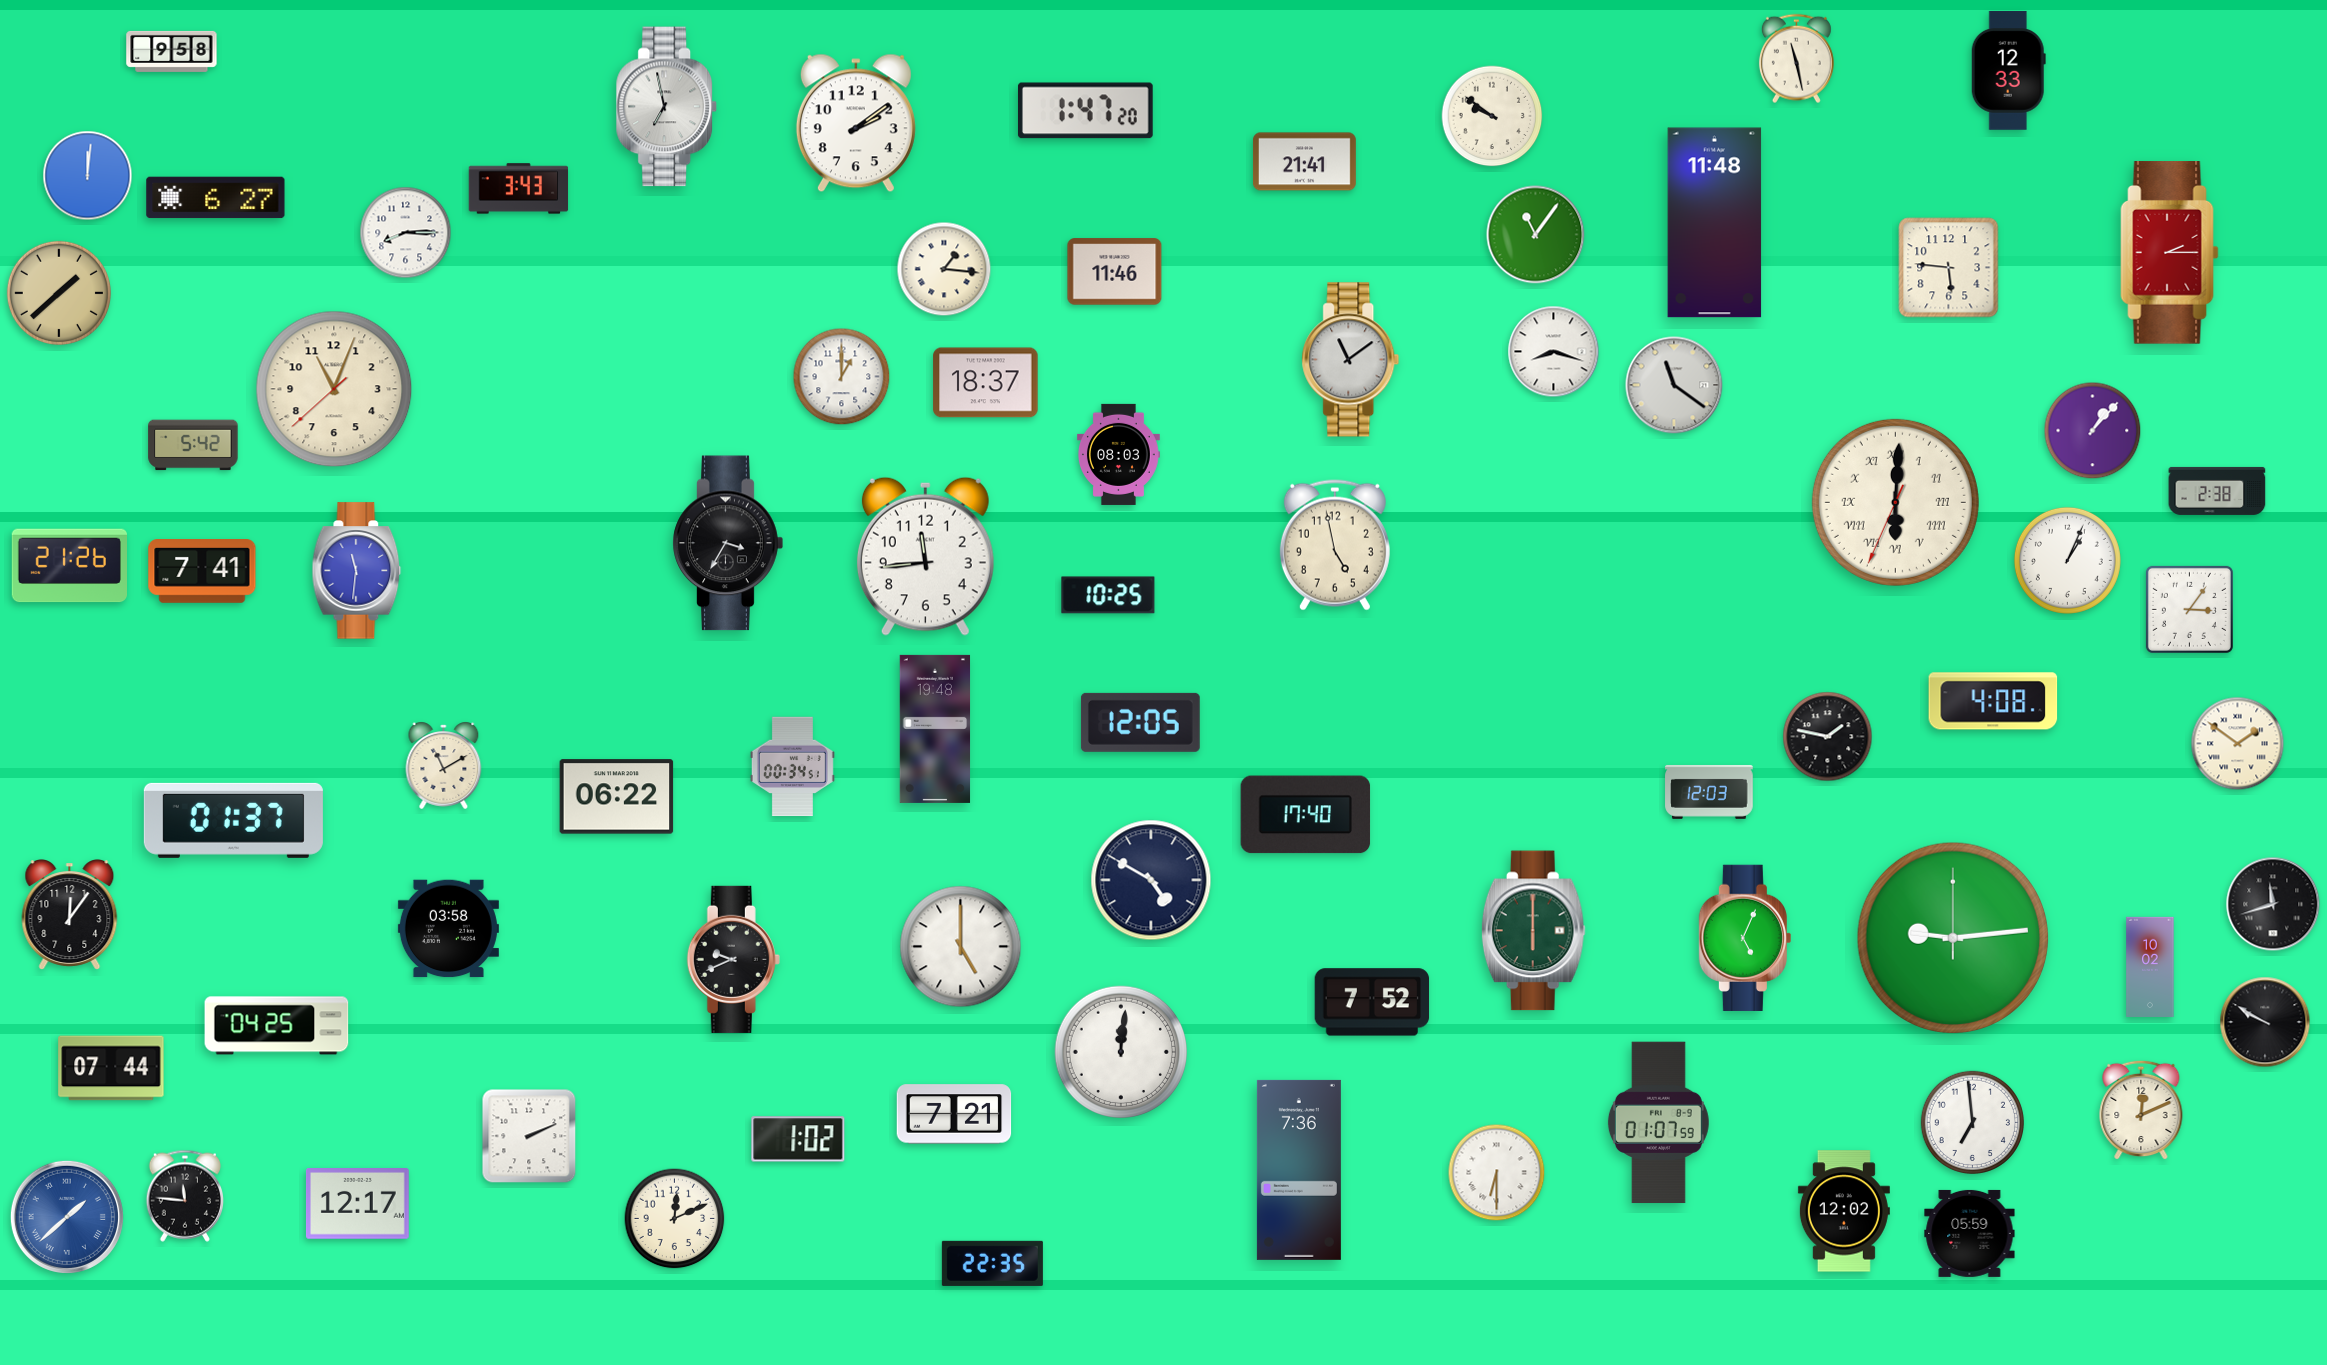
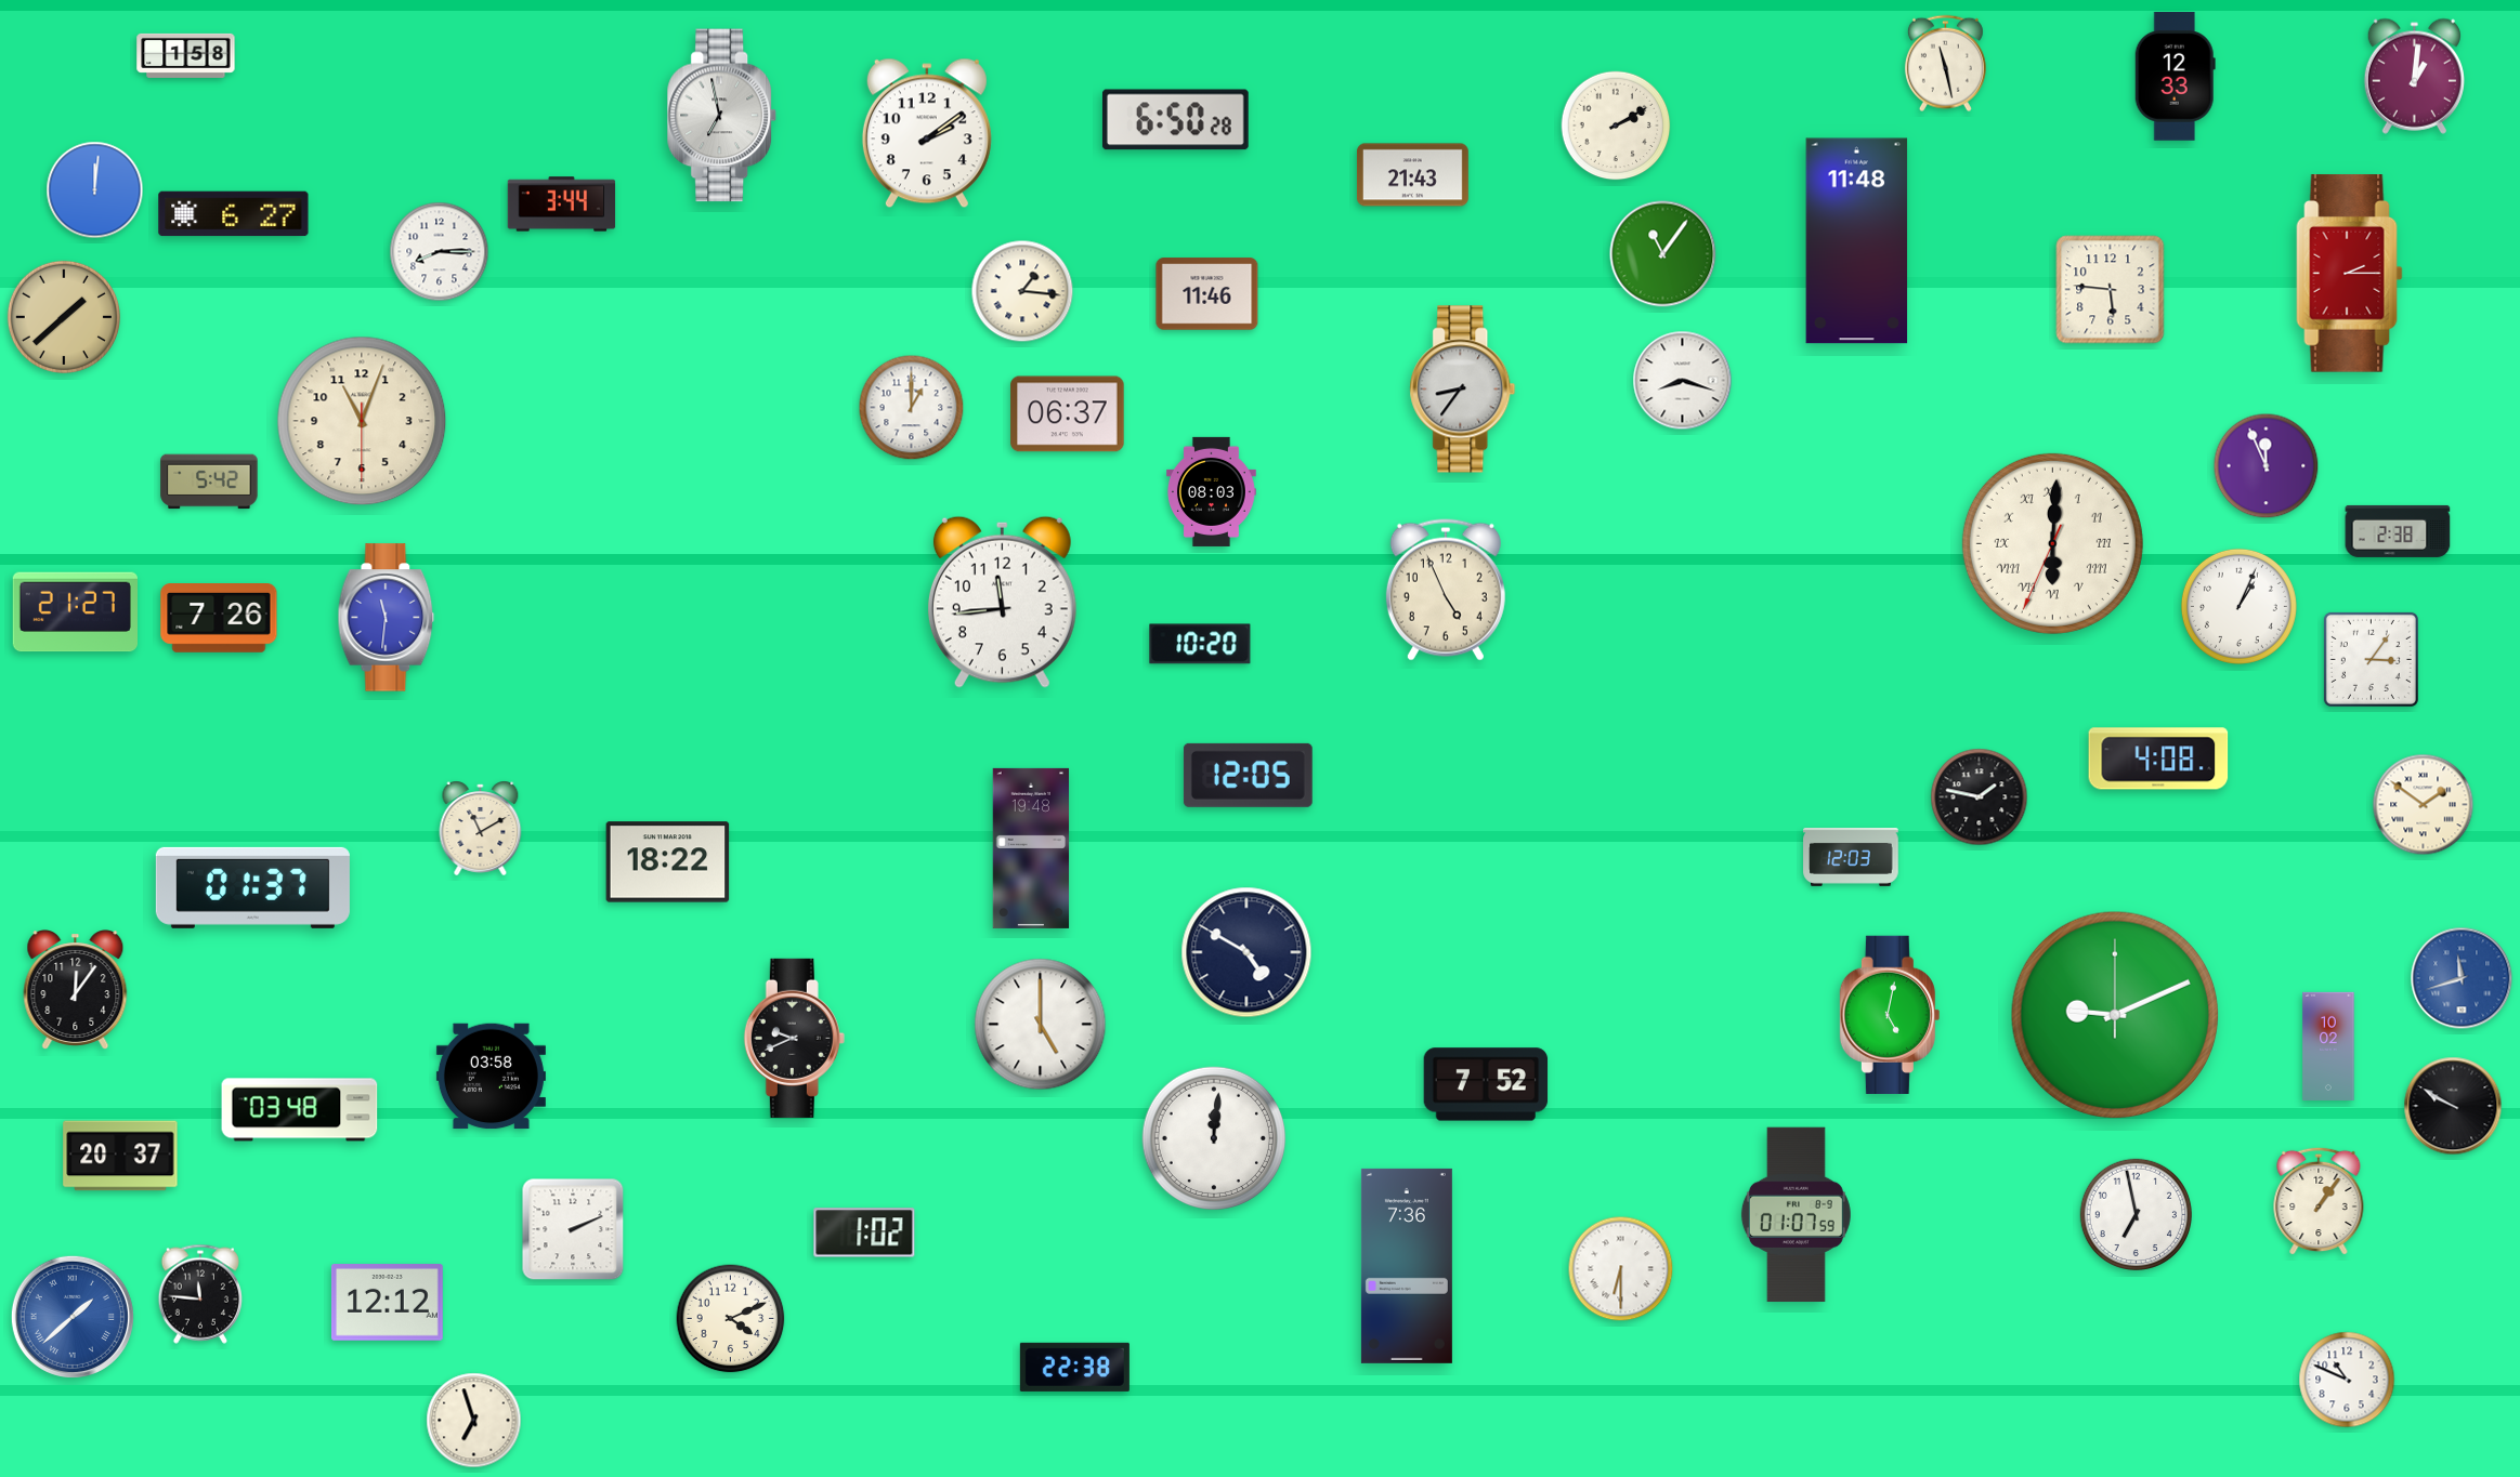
clock at (172, 51): 9:58 -> 1:58
clock at (2414, 76): none -> 1:01
clock at (1085, 111): 1:47 -> 6:50
clock at (1492, 116): 9:51 -> 2:10
clock at (1304, 162): 21:41 -> 21:43
clock at (519, 189): 3:43 -> 3:44
clock at (1351, 360): 11:09 -> 8:36
clock at (986, 383): 18:37 -> 06:37
clock at (1674, 385): 11:21 -> none
clock at (334, 389): 11:03:38 -> 11:03:30
clock at (2093, 431): 1:07 -> 11:56
clock at (2217, 491) position: (2217, 491) -> (2398, 531)
clock at (728, 543): 3:35 -> none
clock at (1335, 545): 4:58 -> 4:56
clock at (69, 566): 21:26 -> 21:27
clock at (202, 572): 7:41 -> 7:26
clock at (1108, 595): 10:25 -> 10:20
clock at (1140, 722) position: (1140, 722) -> (1248, 775)
clock at (935, 729) position: (935, 729) -> (1031, 848)
clock at (792, 767): 00:34 -> none
clock at (617, 797): 06:22 -> 18:22
clock at (1306, 815): 17:40 -> none
clock at (2273, 904) dial: black -> blue
clock at (448, 929) position: (448, 929) -> (491, 1077)
clock at (1533, 931): 6:00 -> none
clock at (1952, 937): 9:14 -> 9:11
clock at (1745, 938): 5:04 -> 5:02
clock at (277, 1026): 04:25 -> 03:48
clock at (111, 1068): 07:44 -> 20:37
clock at (2141, 1110): 12:11 -> 1:06
clock at (954, 1114): 7:21 -> none
clock at (1972, 1122): 6:59 -> 6:58
clock at (357, 1204): 12:17 -> 12:12
clock at (1844, 1211): 12:02 -> none
clock at (675, 1219): 12:11 -> 4:11
clock at (1970, 1233): 05:59 -> none
clock at (992, 1263): 22:35 -> 22:38
clock at (2347, 1380): none -> 10:49
clock at (474, 1421): none -> 6:57
